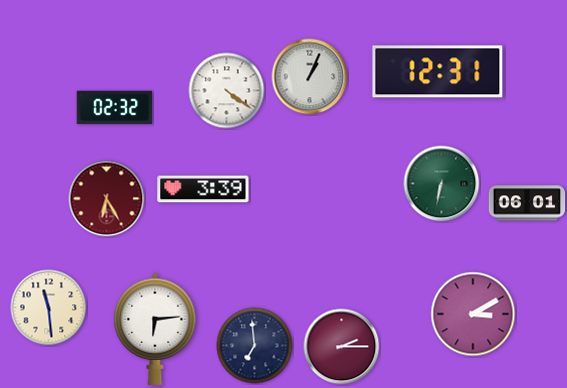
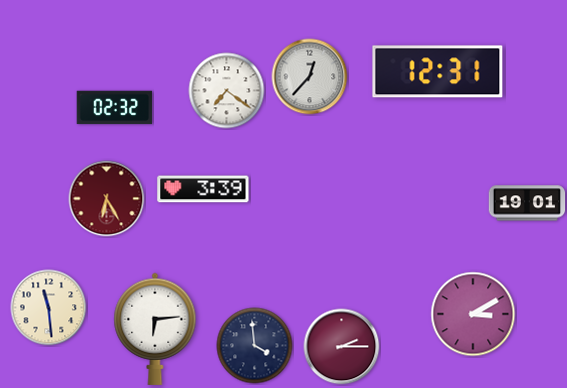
clock at (310, 77): 1:04 -> 12:37
clock at (227, 91): 4:21 -> 7:21
clock at (442, 184): 6:32 -> none
clock at (527, 203): 06:01 -> 19:01
clock at (255, 346): 6:59 -> 3:59
